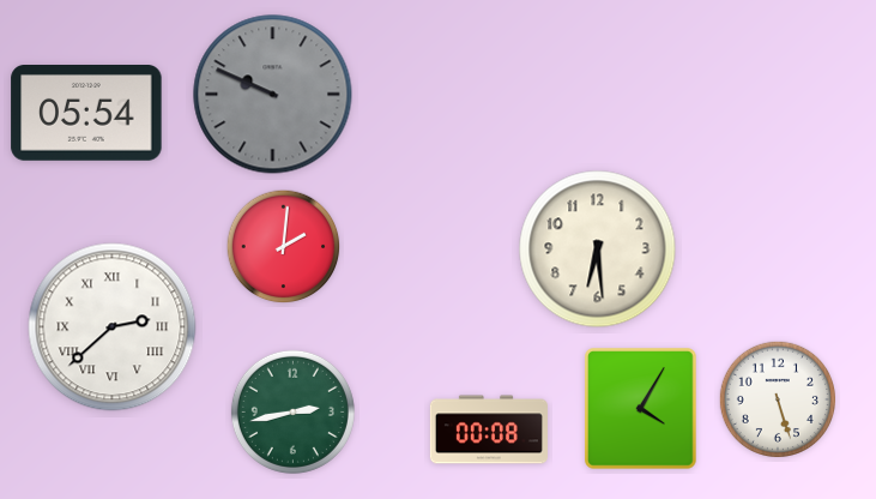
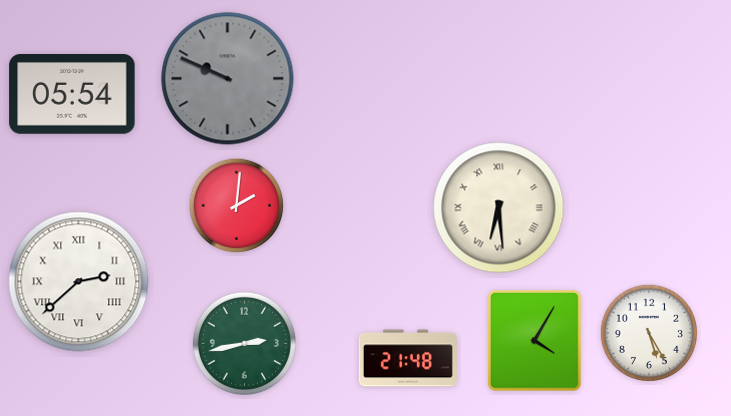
clock at (598, 249) numerals: Arabic -> Roman
clock at (113, 327) position: (113, 327) -> (79, 282)
clock at (777, 398): 5:27 -> 5:25
clock at (489, 429): 00:08 -> 21:48
